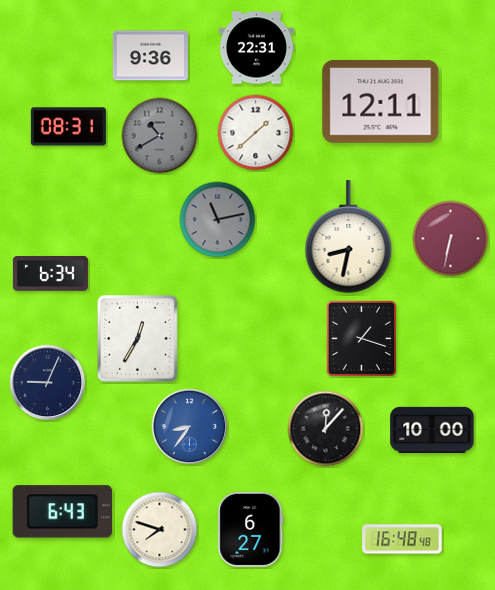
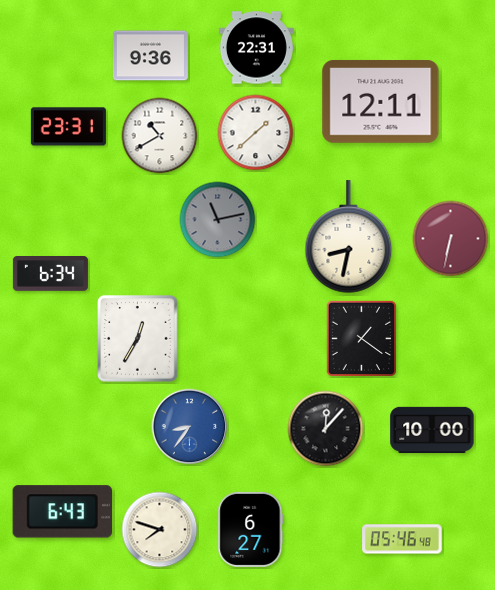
clock at (68, 127): 08:31 -> 23:31
clock at (160, 136) dial: grey -> white
clock at (361, 338): 1:18 -> 1:21
clock at (48, 383): 9:04 -> none
clock at (402, 539): 16:48 -> 05:46
